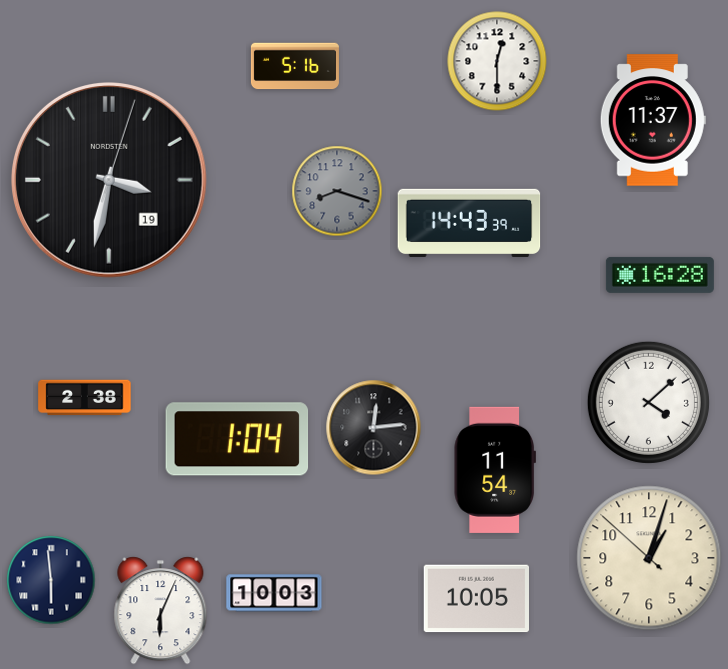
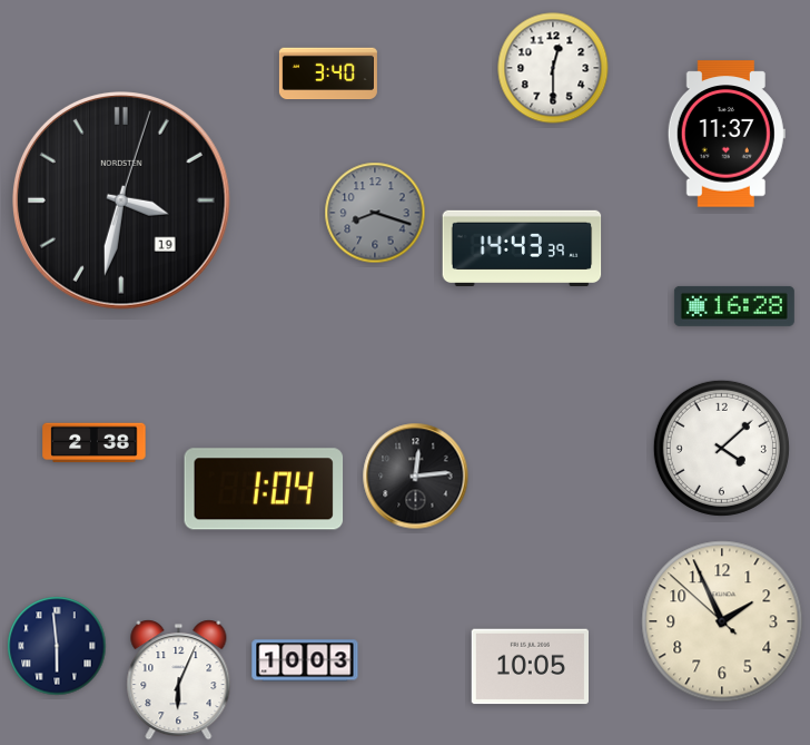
clock at (295, 66): 5:16 -> 3:40
clock at (494, 470): 11:54 -> none
clock at (649, 558): 1:02 -> 1:55
